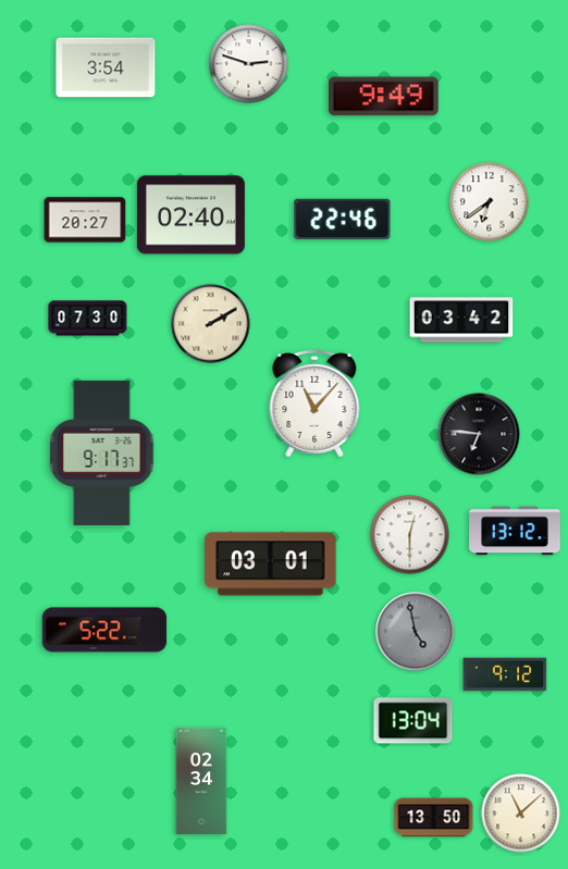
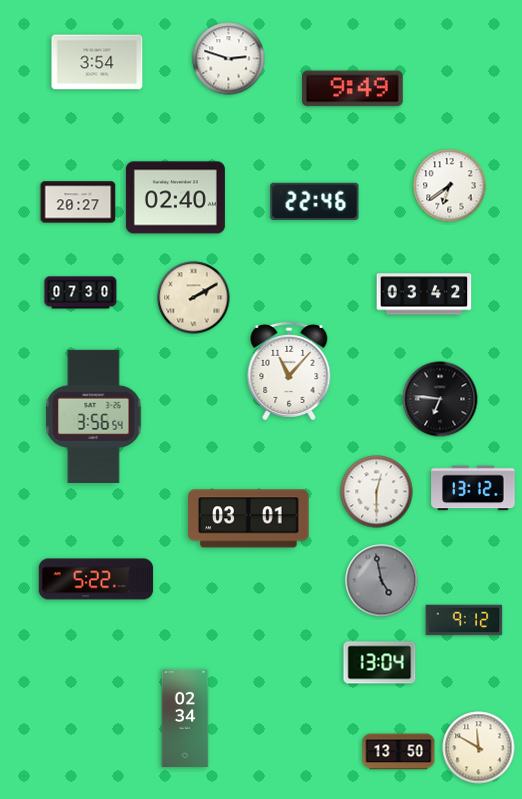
clock at (102, 452): 9:17 -> 3:56
clock at (521, 814): 11:08 -> 11:50
